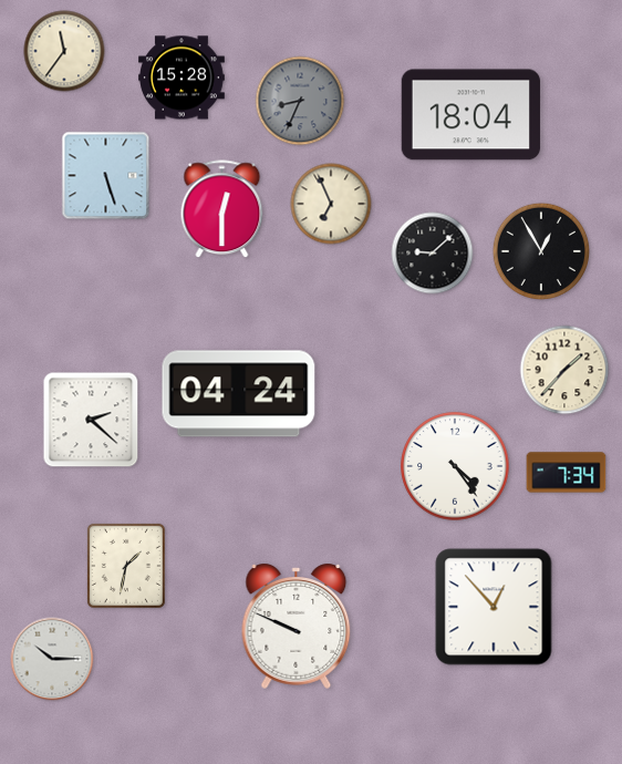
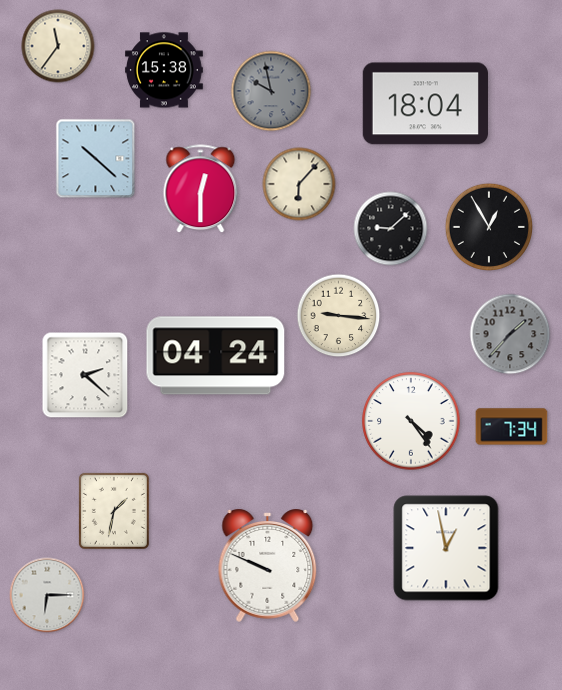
clock at (183, 78): 15:28 -> 15:38
clock at (300, 101): 8:34 -> 9:58
clock at (106, 176): 5:27 -> 10:22
clock at (331, 204): 6:56 -> 6:07
clock at (339, 316): none -> 9:16
clock at (564, 370) dial: cream -> grey
clock at (91, 420) position: (91, 420) -> (85, 375)
clock at (494, 607): 12:53 -> 12:58
clock at (52, 659): 10:15 -> 6:15
